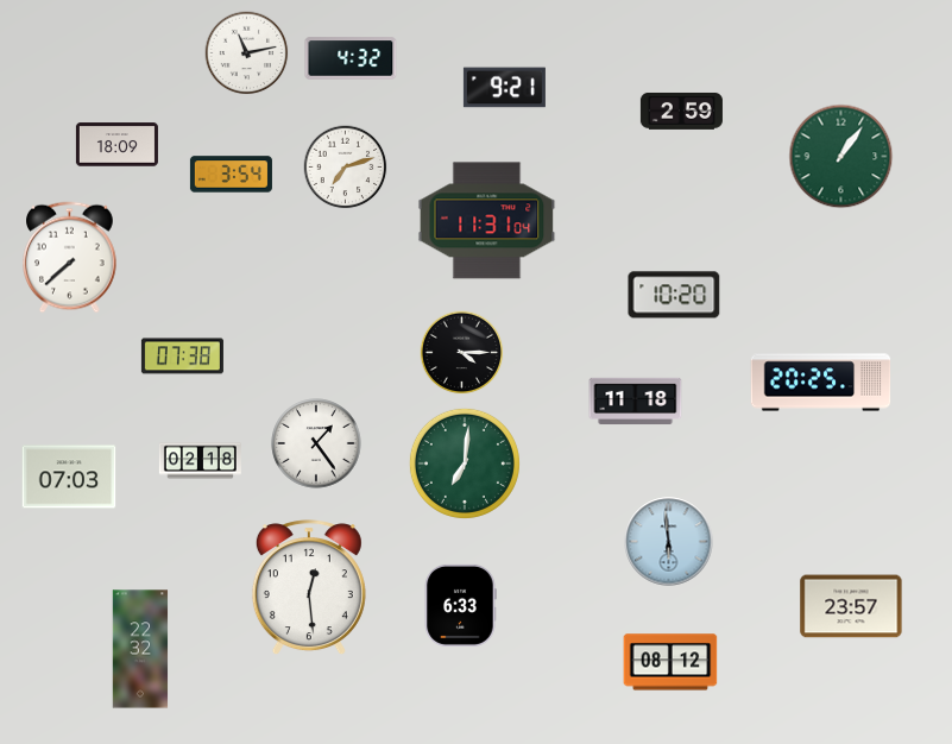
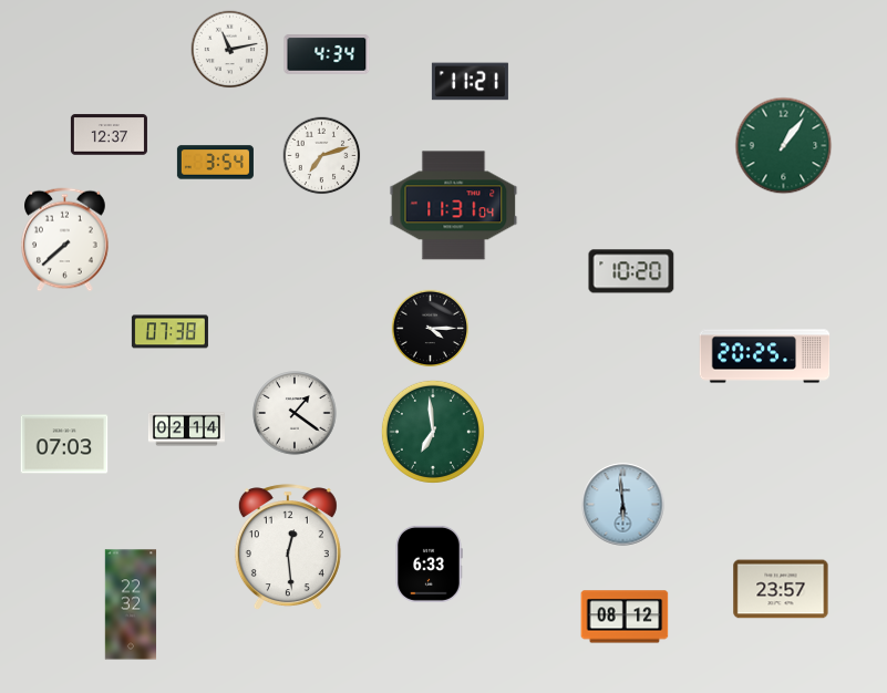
clock at (351, 58): 4:32 -> 4:34
clock at (504, 88): 9:21 -> 11:21
clock at (681, 112): 2:59 -> none
clock at (116, 145): 18:09 -> 12:37
clock at (674, 295) position: (674, 295) -> (631, 271)
clock at (636, 402): 11:18 -> none
clock at (316, 443): 1:24 -> 1:21
clock at (200, 461): 02:18 -> 02:14
clock at (465, 464): 7:01 -> 6:59
clock at (851, 606) position: (851, 606) -> (781, 589)
